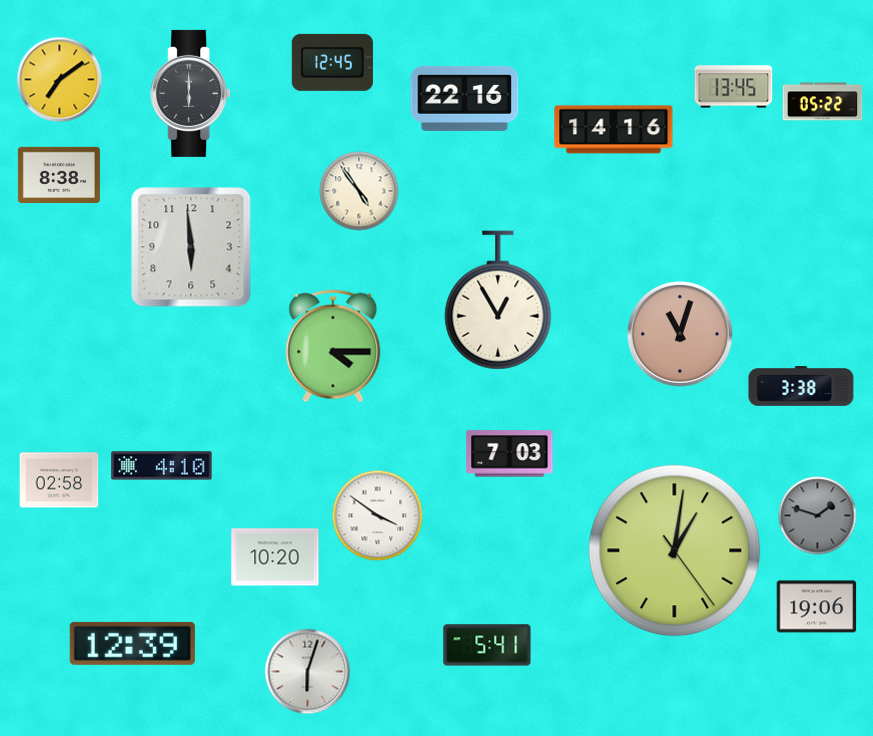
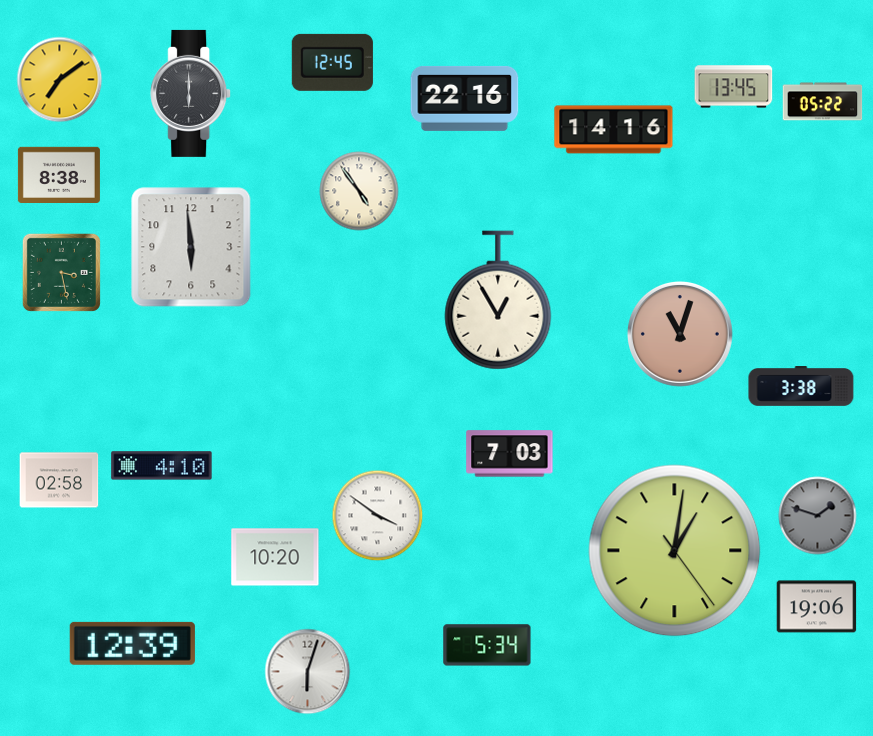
clock at (61, 272): none -> 3:28
clock at (333, 346): 4:15 -> none
clock at (487, 645): 5:41 -> 5:34
